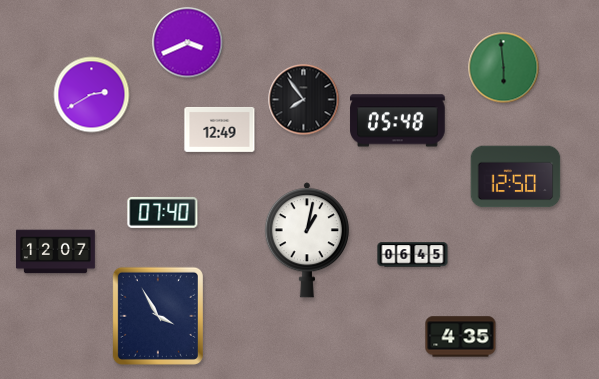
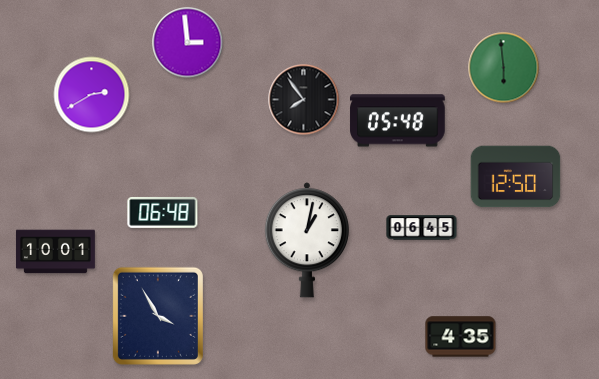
clock at (188, 43): 3:41 -> 2:59
clock at (220, 129): 12:49 -> none
clock at (163, 212): 07:40 -> 06:48
clock at (55, 252): 12:07 -> 10:01
clock at (413, 255) position: (413, 255) -> (422, 228)
